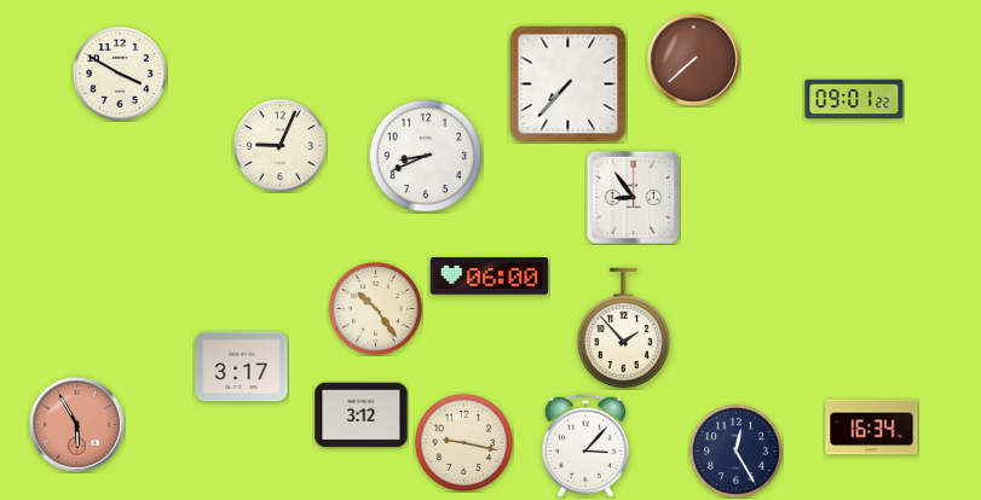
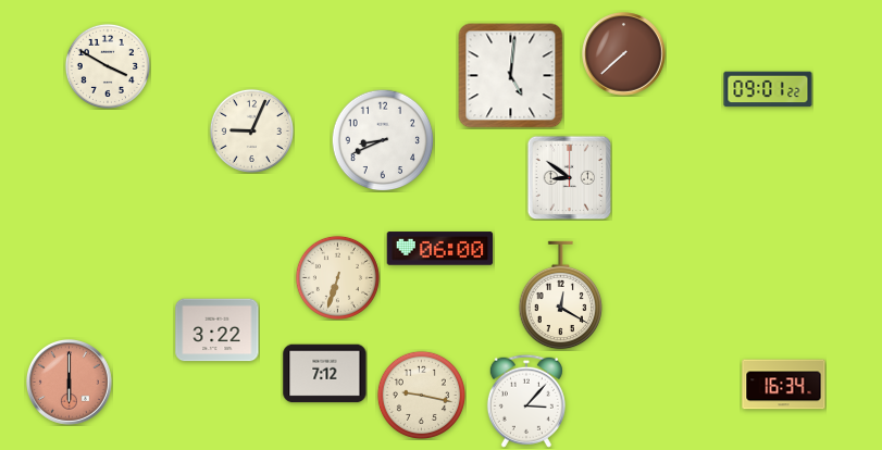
clock at (569, 85): 7:37 -> 5:01
clock at (633, 197): 8:54 -> 8:51
clock at (375, 308): 10:24 -> 6:33
clock at (624, 329): 1:53 -> 12:20
clock at (242, 367): 3:17 -> 3:22
clock at (362, 415): 3:12 -> 7:12
clock at (77, 425): 5:55 -> 6:00
clock at (463, 442) position: (463, 442) -> (421, 395)
clock at (735, 450): 12:25 -> none
